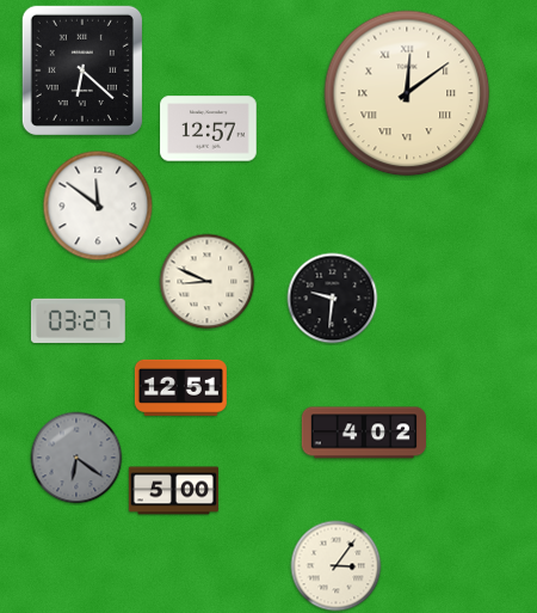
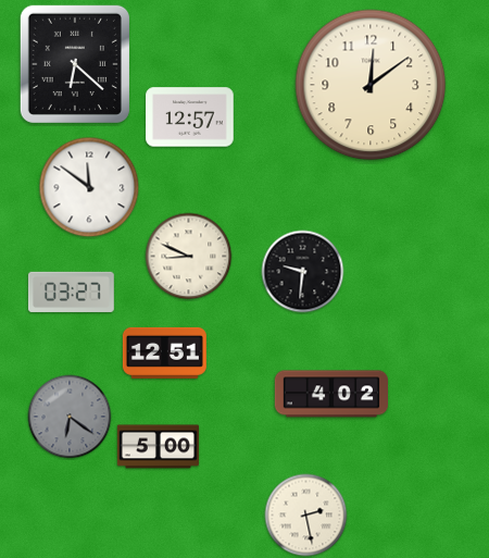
clock at (407, 93) numerals: Roman -> Arabic
clock at (337, 566): 3:06 -> 2:28
